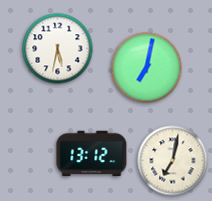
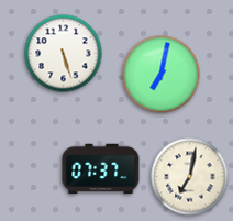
clock at (58, 49): 5:32 -> 5:27
clock at (92, 154): 13:12 -> 07:37
